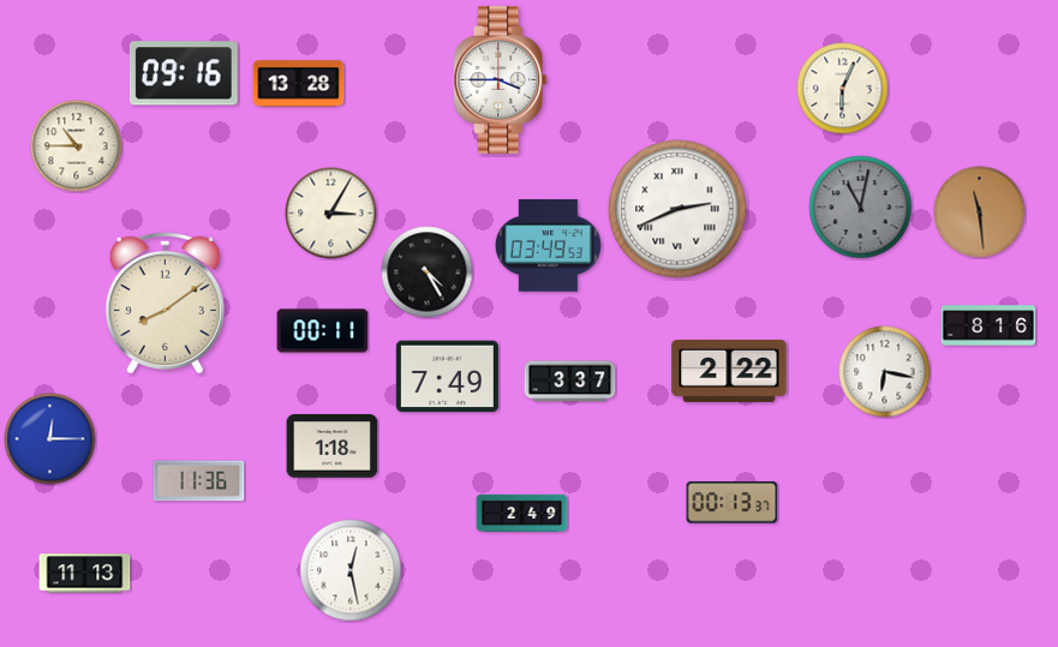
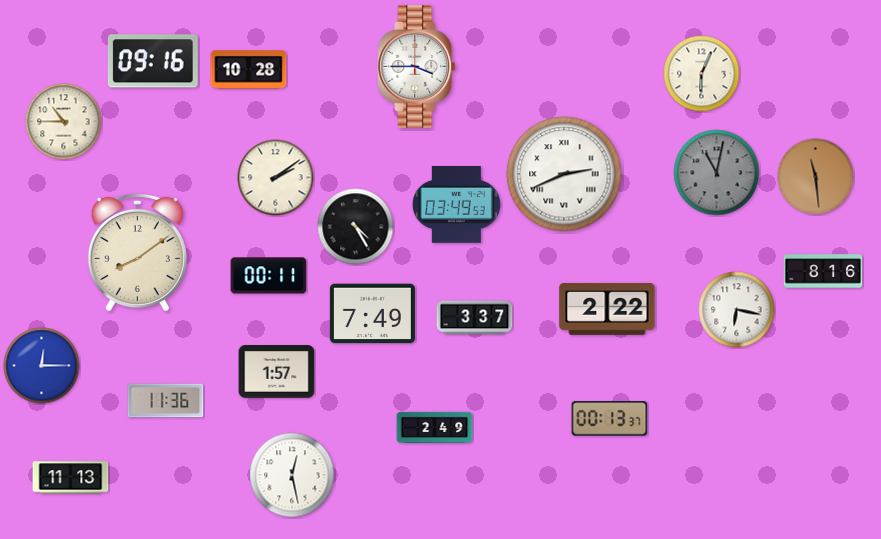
clock at (299, 84): 13:28 -> 10:28
clock at (331, 214): 3:05 -> 2:09
clock at (333, 447): 1:18 -> 1:57
